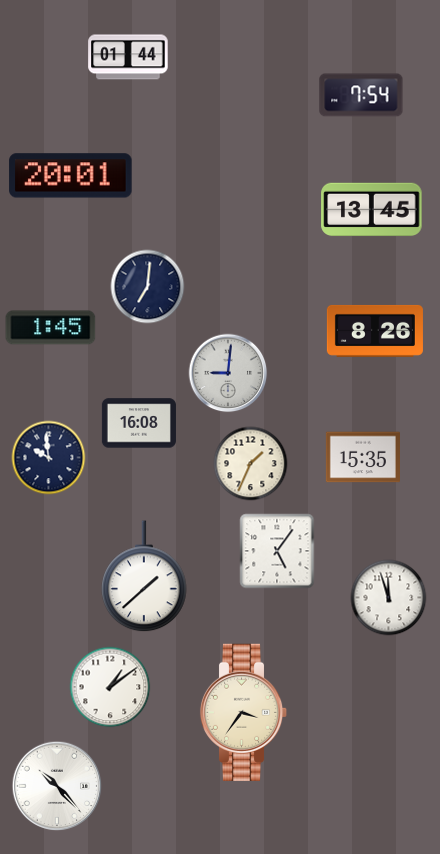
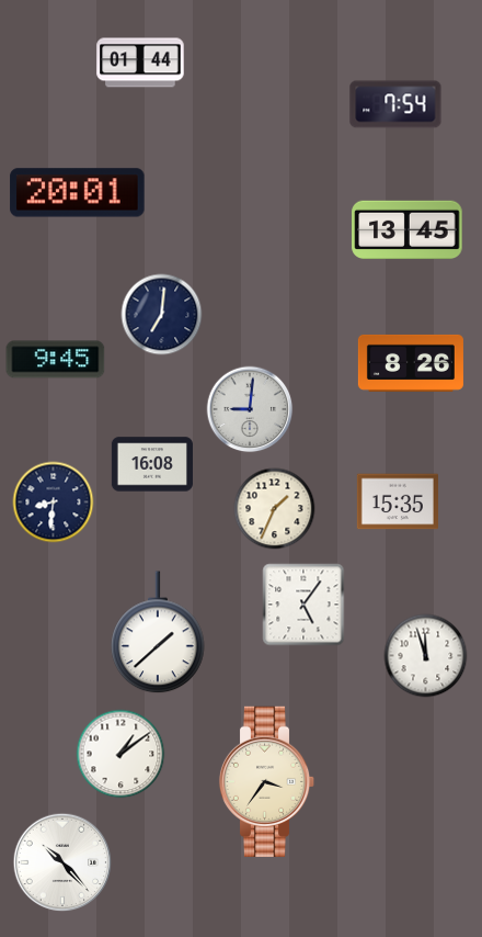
clock at (51, 328): 1:45 -> 9:45
clock at (49, 458): 9:59 -> 8:31
